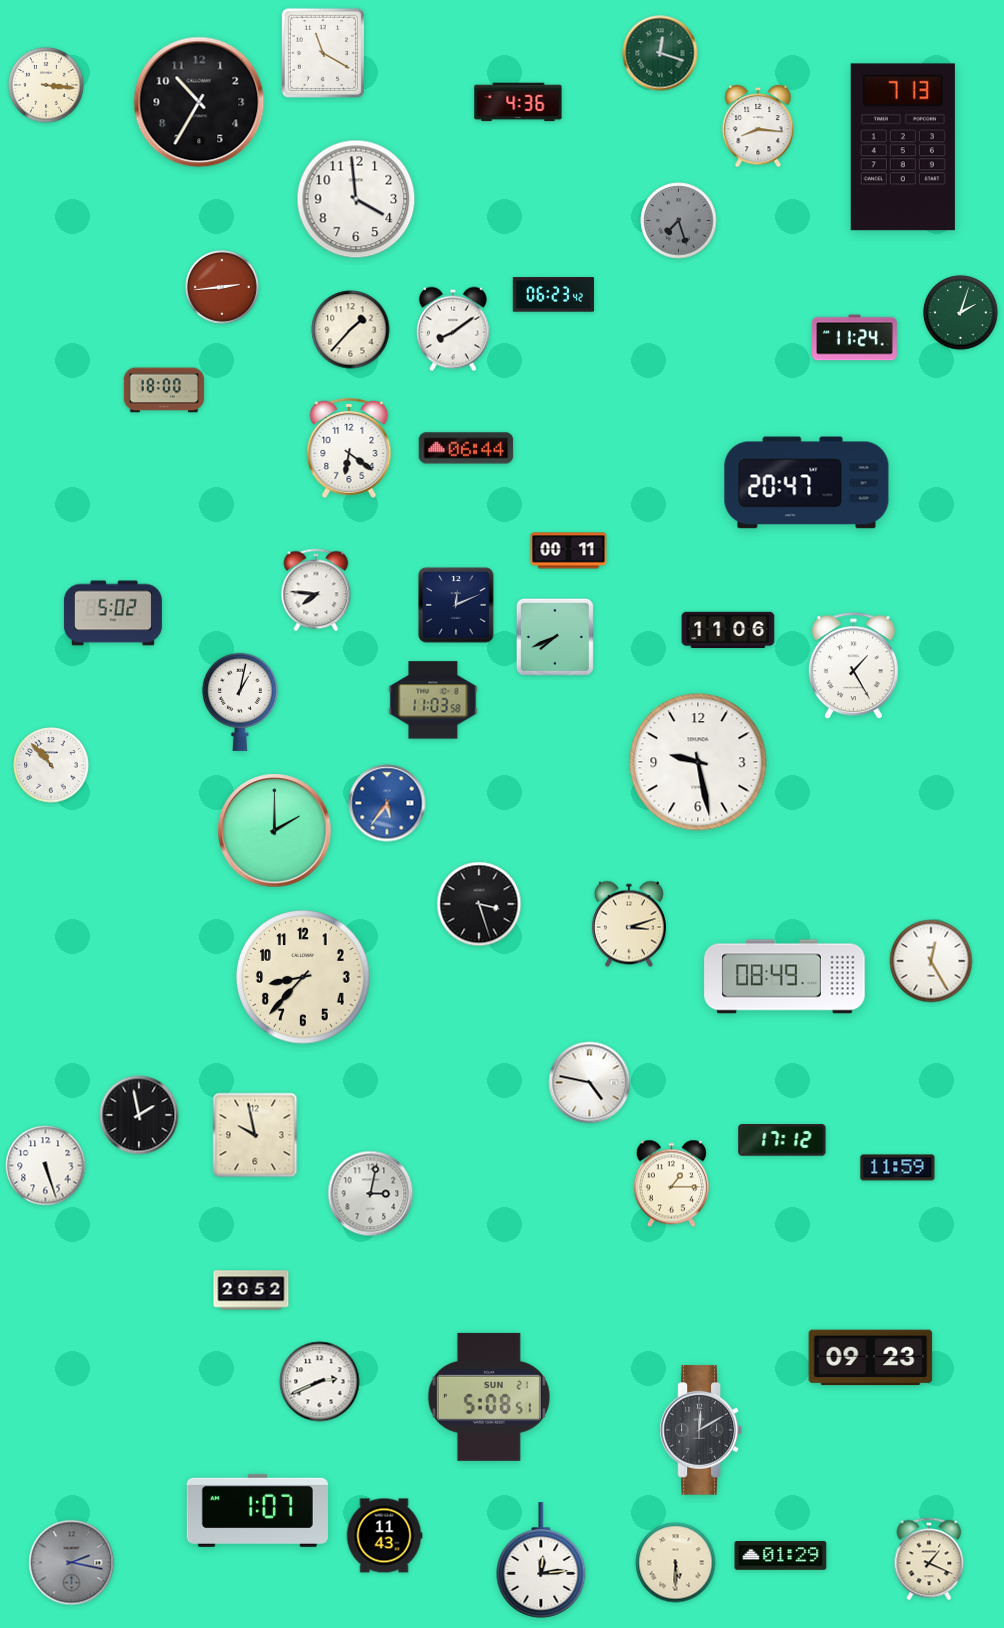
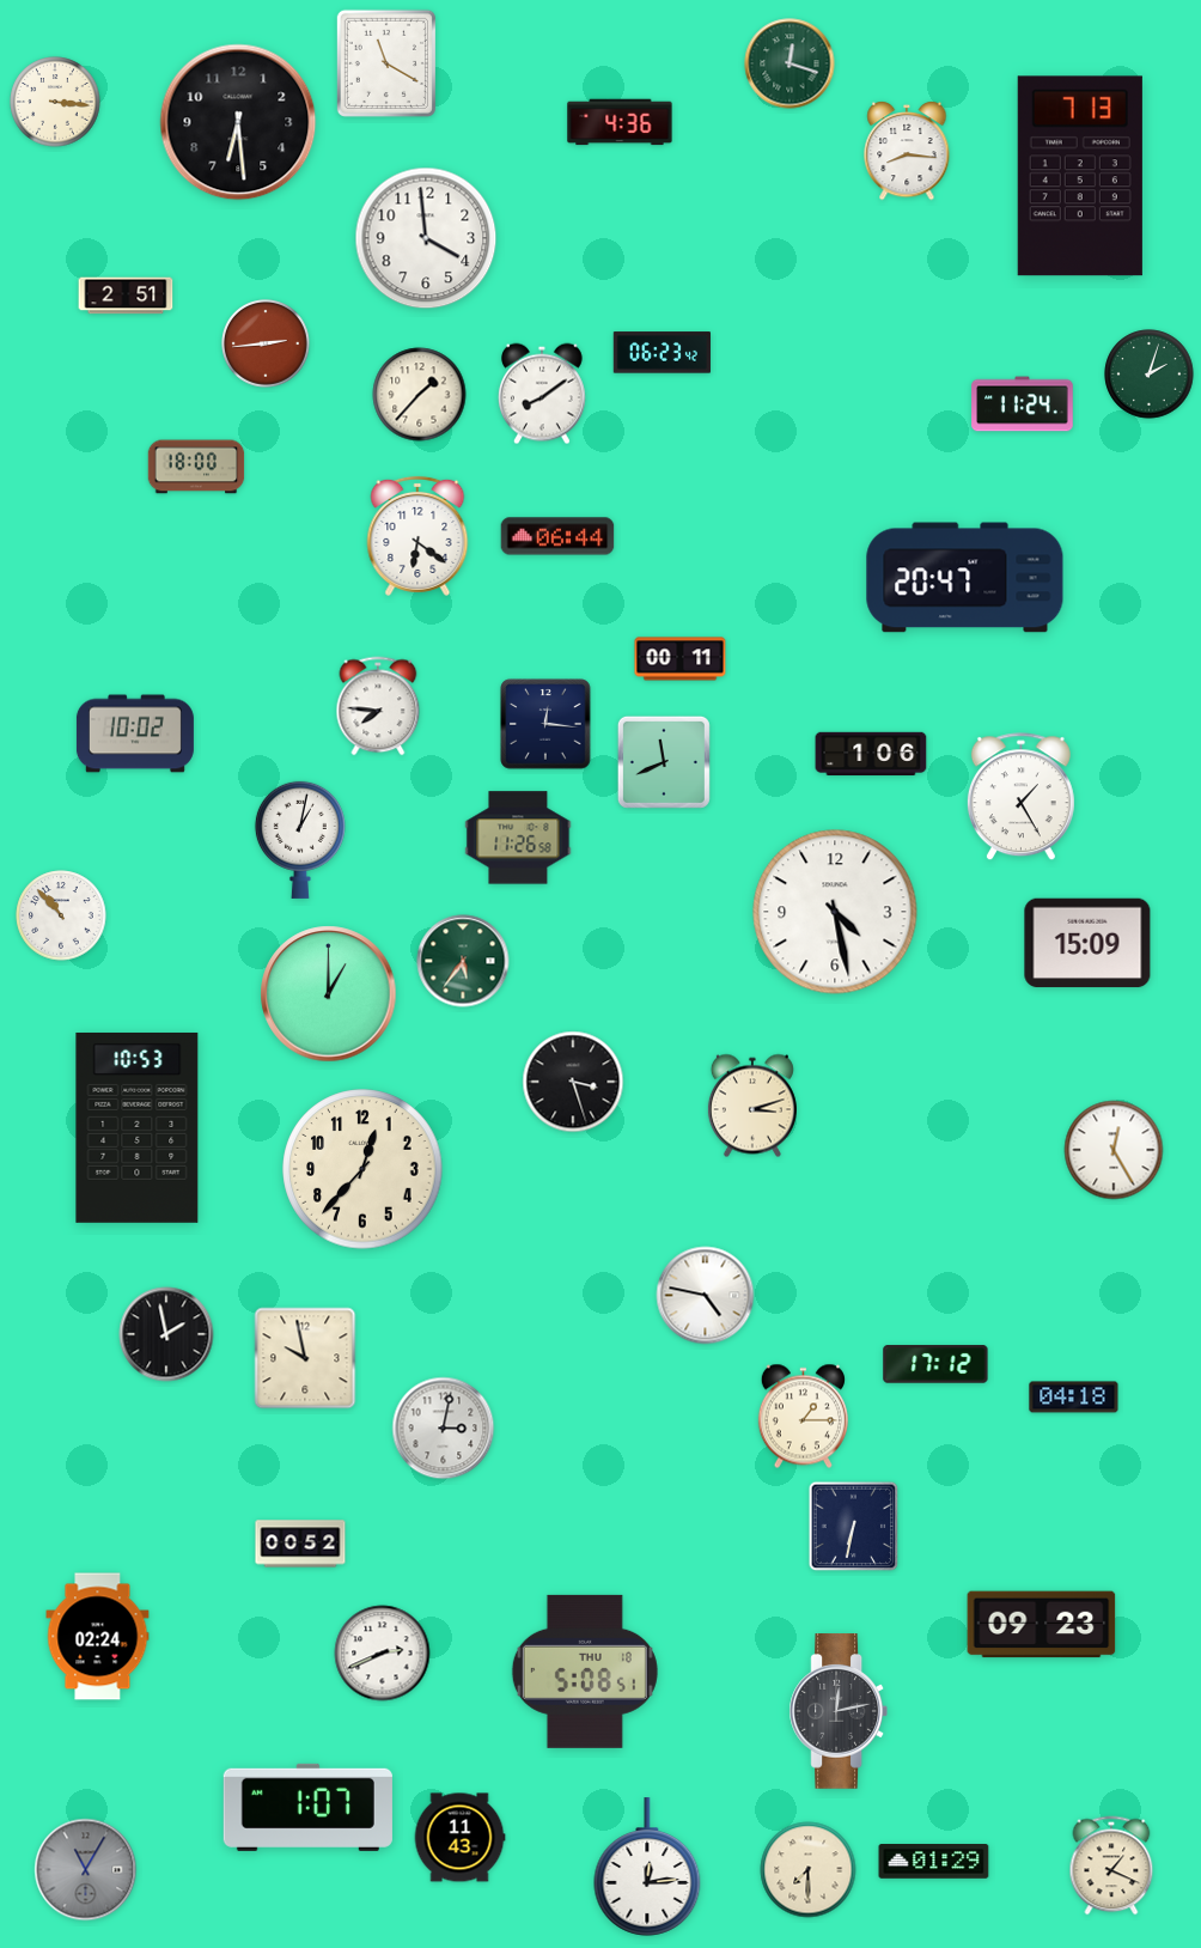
clock at (199, 102): 10:35 -> 6:29
clock at (679, 221): 7:27 -> none
clock at (126, 296): none -> 2:51
clock at (456, 605): 12:11 -> 12:16
clock at (113, 613): 5:02 -> 10:02
clock at (728, 630): 11:06 -> 1:06
clock at (555, 637): 7:41 -> 11:41
clock at (433, 700): 11:03 -> 11:26
clock at (240, 702) position: (240, 702) -> (300, 840)
clock at (698, 762): 9:28 -> 4:28
clock at (1087, 943): none -> 15:09
clock at (387, 803) dial: blue -> green
clock at (275, 831): 2:00 -> 1:00
clock at (138, 1127): none -> 10:53
clock at (303, 977): 8:37 -> 12:37
clock at (785, 977): 08:49 -> none
clock at (46, 1166): 5:27 -> none
clock at (898, 1168): 11:59 -> 04:18
clock at (854, 1527): none -> 6:32
clock at (251, 1290): 20:52 -> 00:52
clock at (98, 1637): none -> 02:24
clock at (489, 1397) date: SUN 21 -> THU 18
clock at (700, 1430): 12:10 -> 12:13
clock at (72, 1563): 2:17 -> 11:05
clock at (676, 1563): 5:30 -> 7:30
